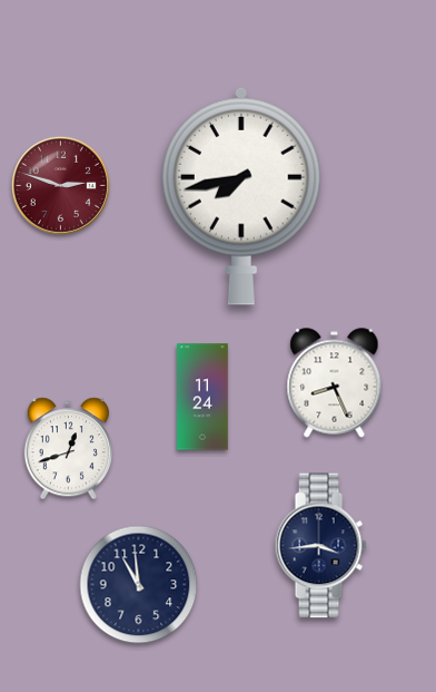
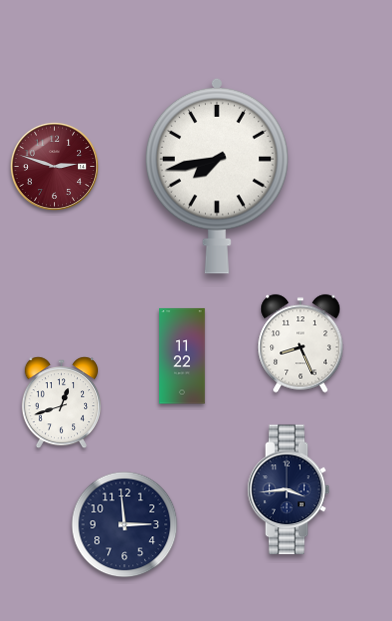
clock at (202, 397): 11:24 -> 11:22
clock at (139, 585): 10:59 -> 2:59
